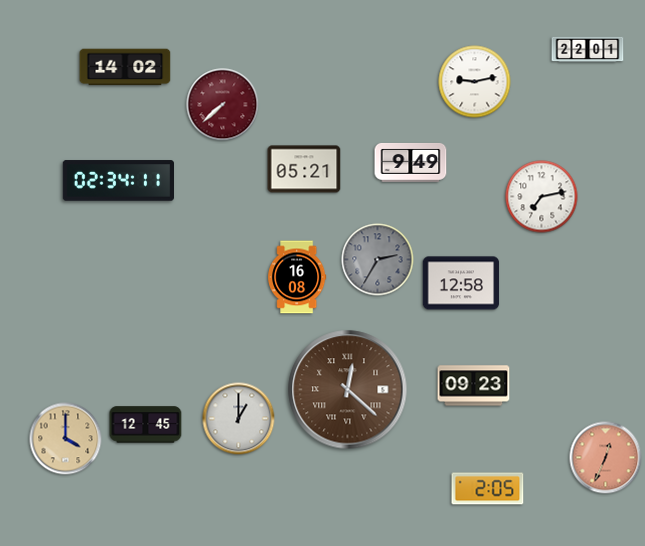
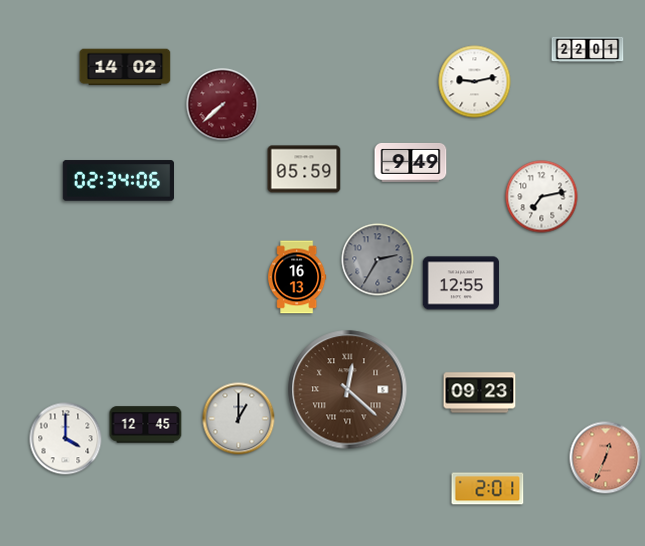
clock at (304, 169): 05:21 -> 05:59
clock at (118, 181): 02:34:11 -> 02:34:06
clock at (297, 277): 16:08 -> 16:13
clock at (461, 283): 12:58 -> 12:55
clock at (474, 386) position: (474, 386) -> (480, 393)
clock at (66, 439) dial: champagne -> white
clock at (488, 489): 2:05 -> 2:01
